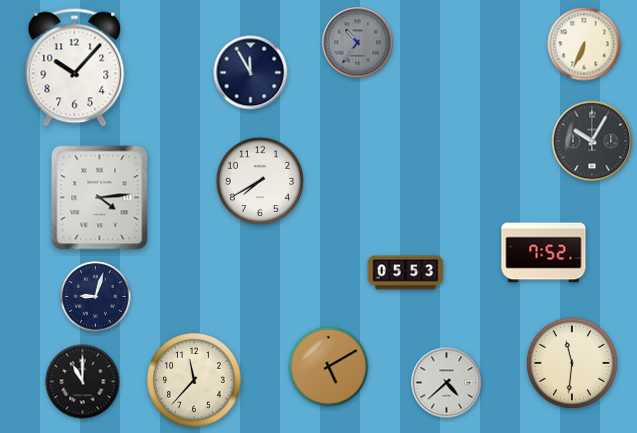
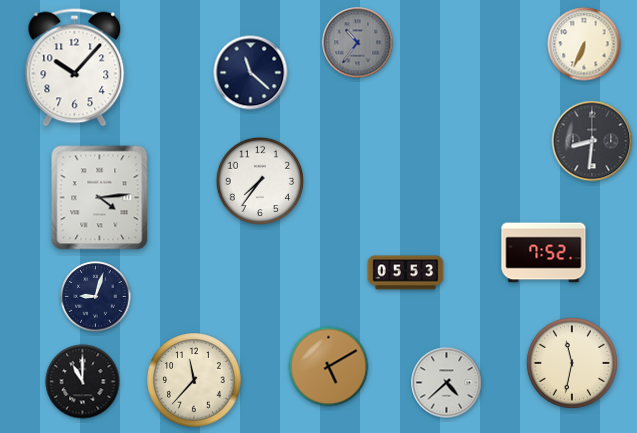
clock at (251, 73): 11:55 -> 11:22
clock at (592, 141): 10:05 -> 8:31
clock at (260, 181): 7:40 -> 7:36
clock at (572, 363): 11:31 -> 11:32
